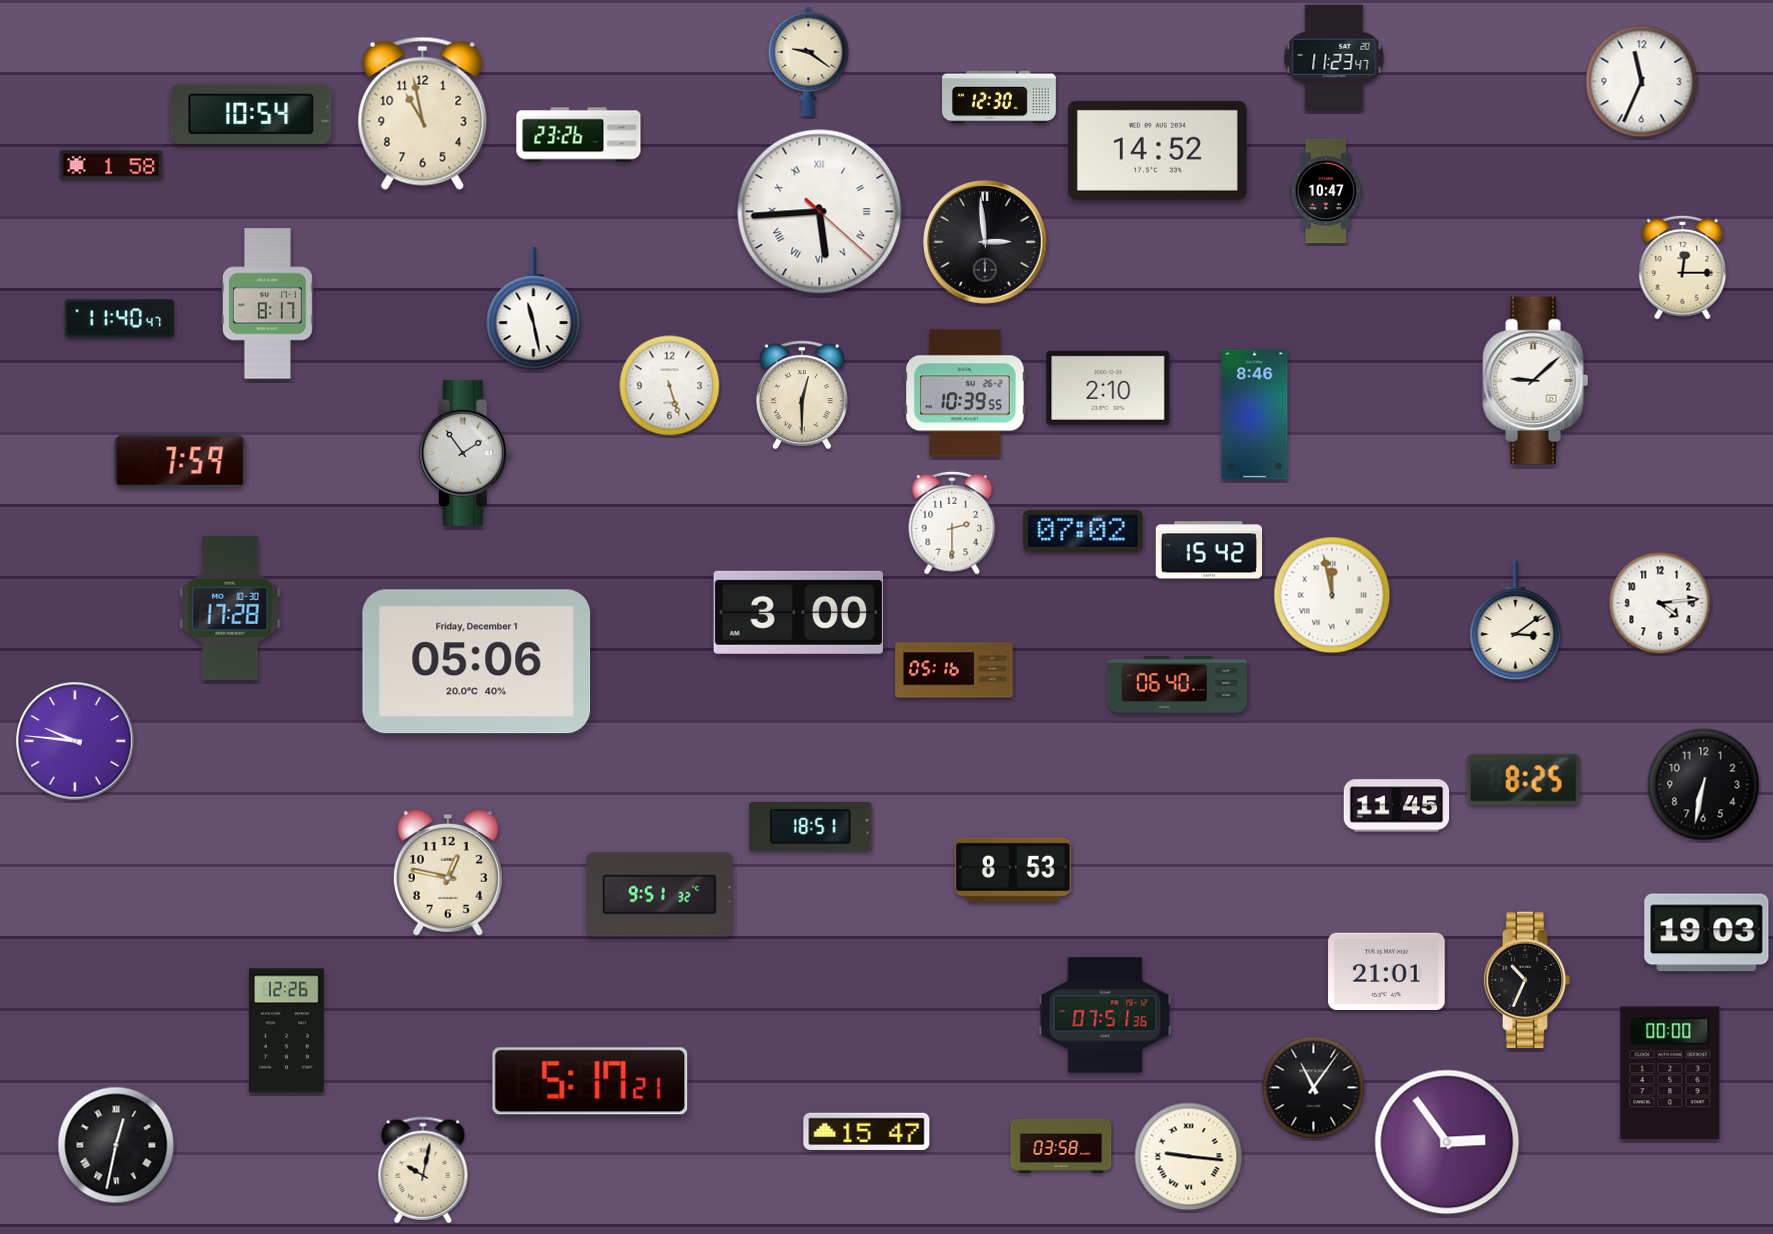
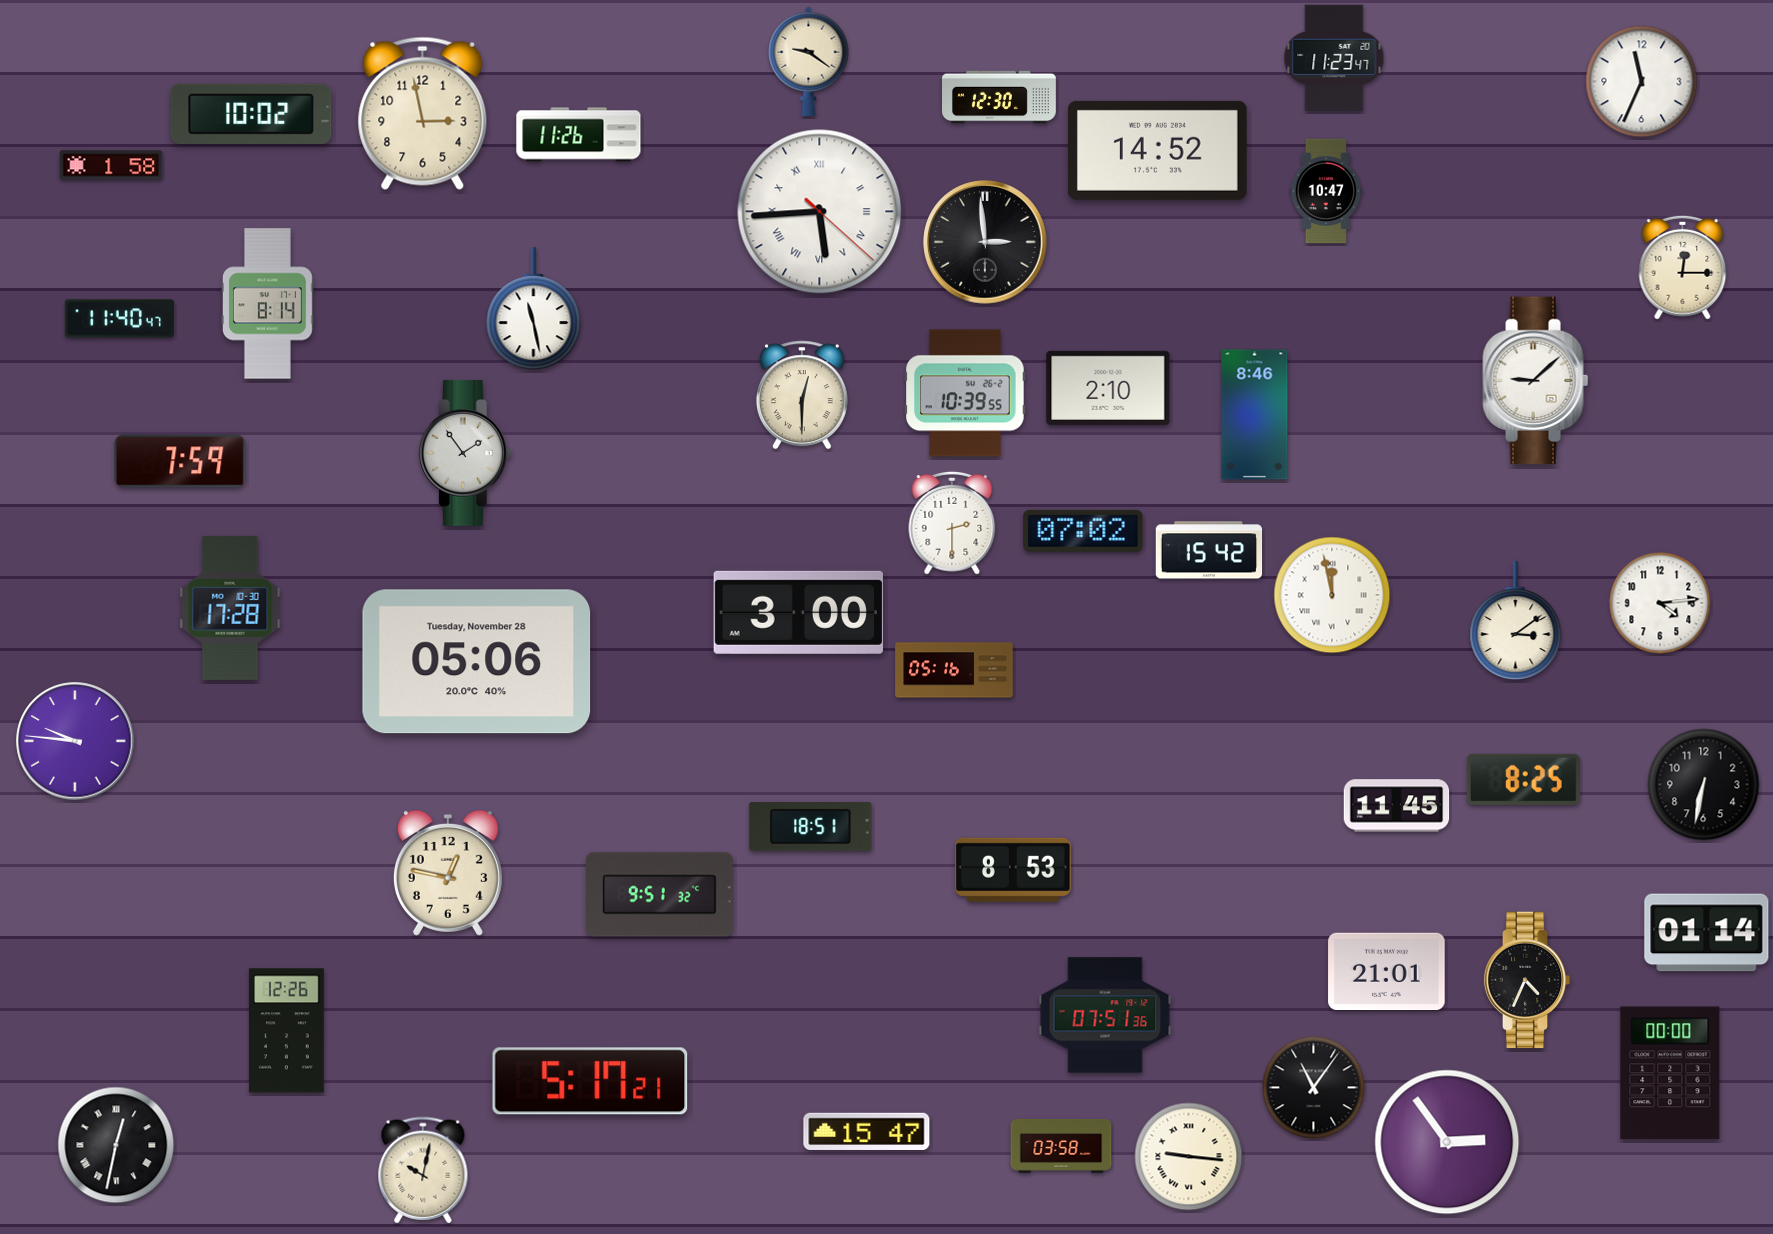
clock at (251, 113): 10:54 -> 10:02
clock at (423, 113): 10:58 -> 2:58
clock at (579, 135): 23:26 -> 11:26
clock at (267, 304): 8:17 -> 8:14
clock at (670, 386): 5:27 -> none
clock at (477, 662) date: Friday, December 1 -> Tuesday, November 28
clock at (1177, 685): 06:40 -> none
clock at (1707, 933): 19:03 -> 01:14
clock at (1527, 980): 10:34 -> 4:34
